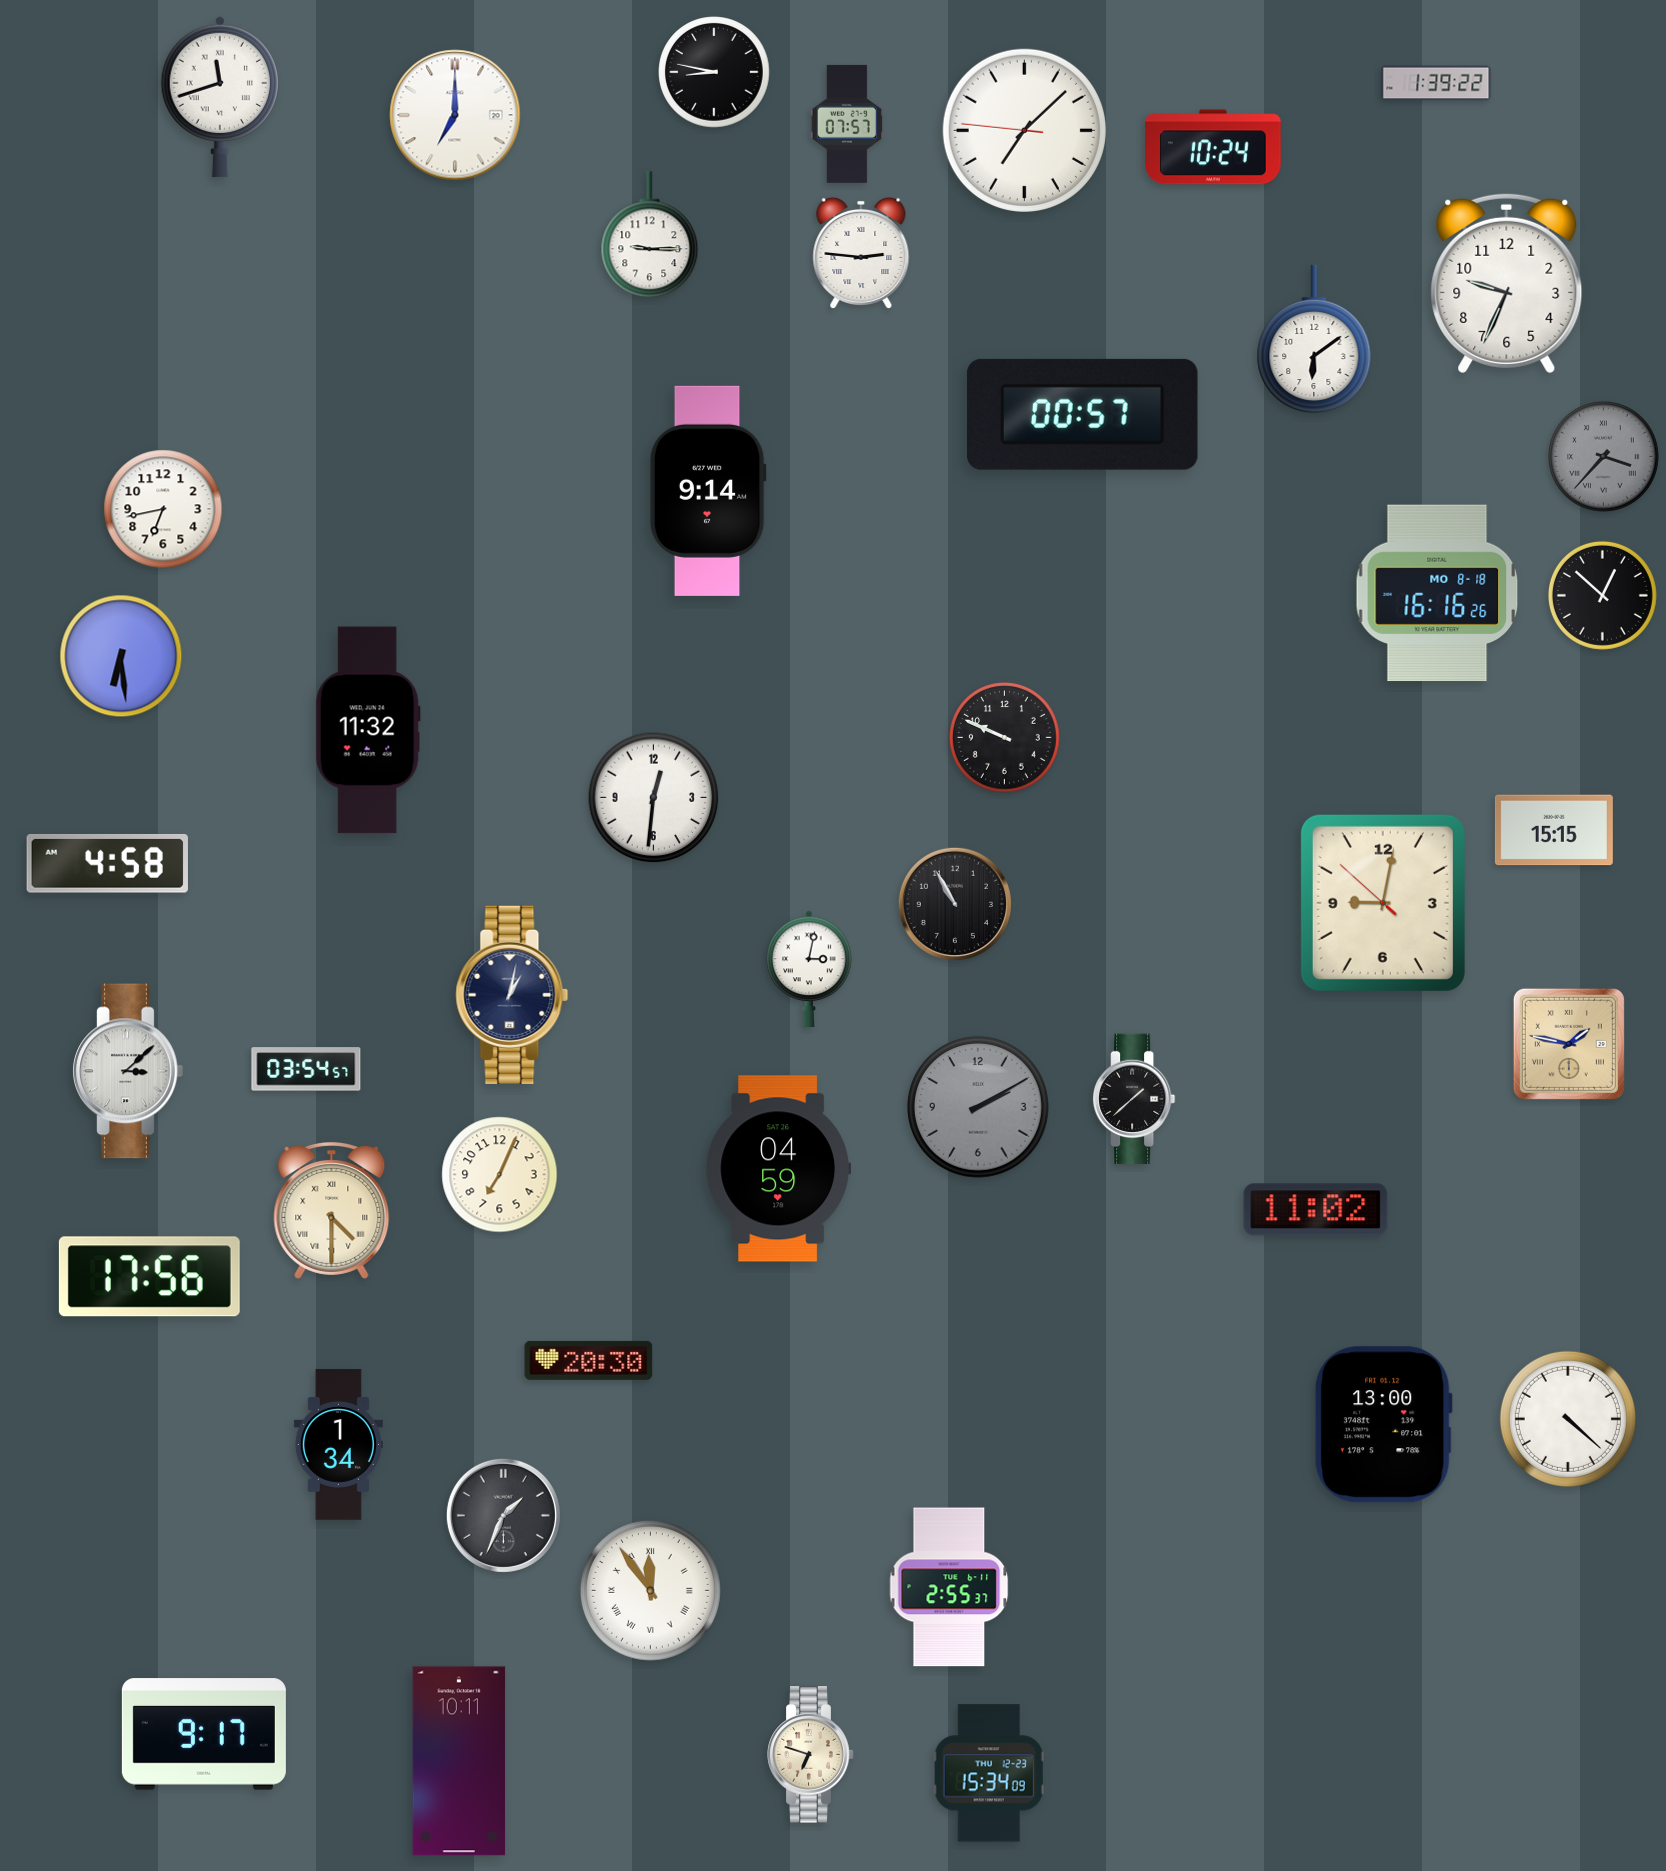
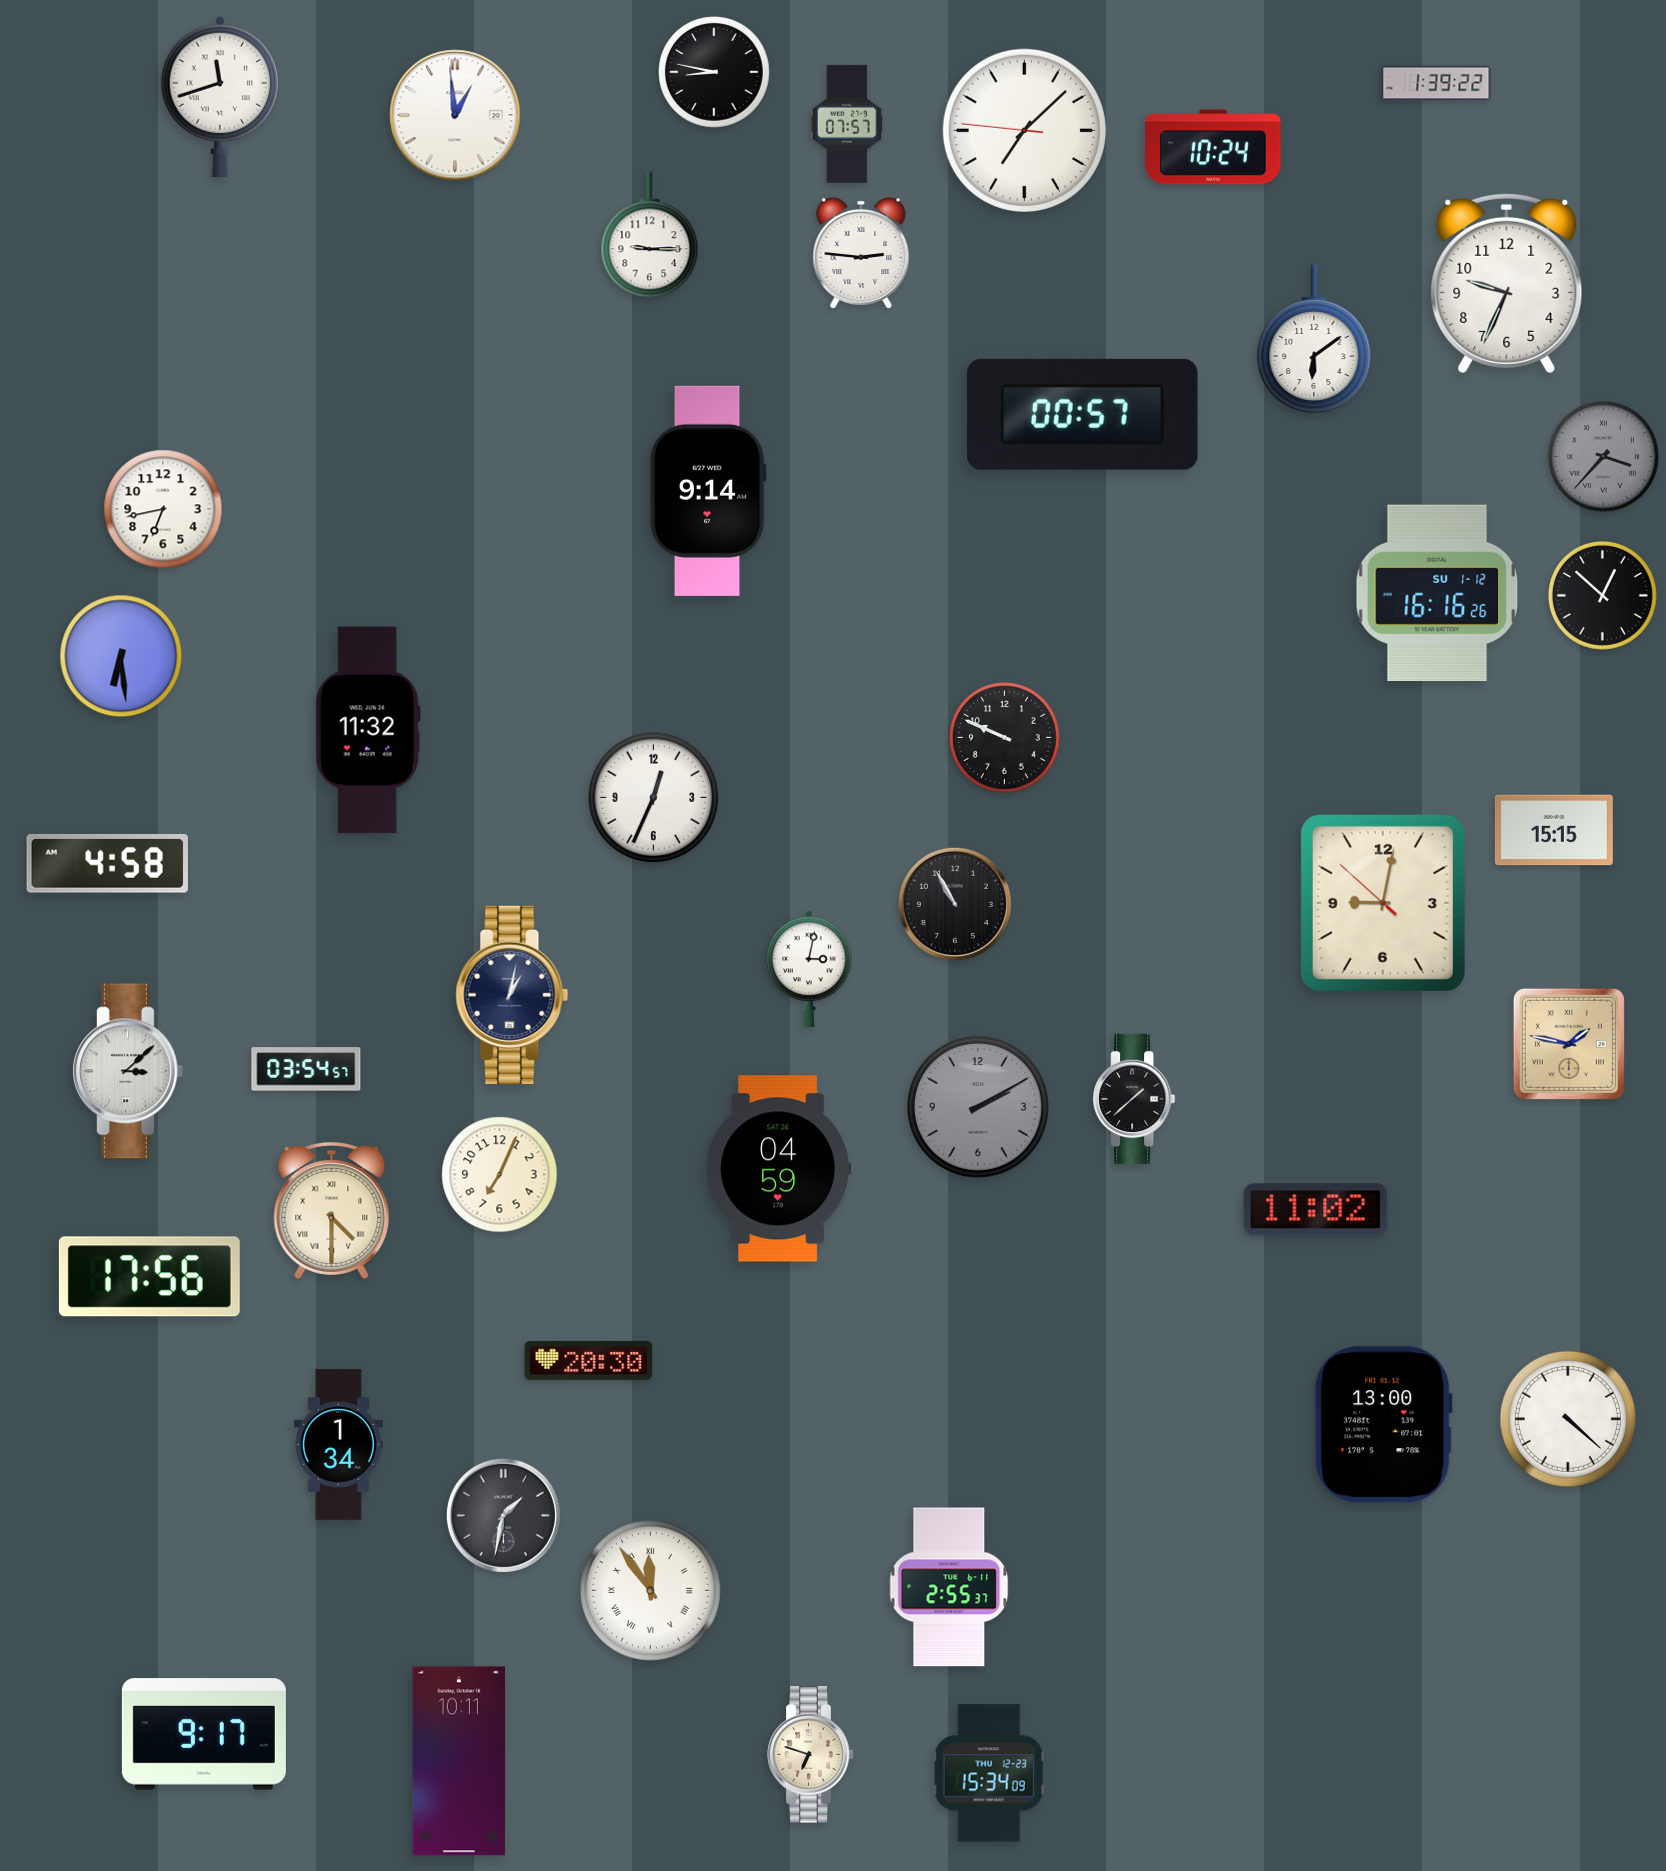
clock at (455, 115): 7:00 -> 12:59
clock at (1437, 593) date: MO 8-18 -> SU 1-12
clock at (654, 798): 12:31 -> 12:34
clock at (503, 1515): 1:34 -> 1:32
